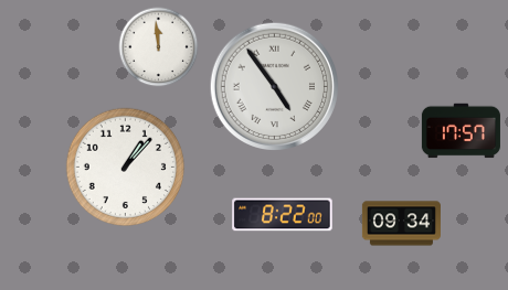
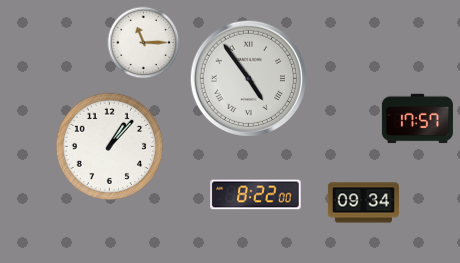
clock at (159, 47): 11:59 -> 11:15
clock at (125, 167) position: (125, 167) -> (109, 146)
